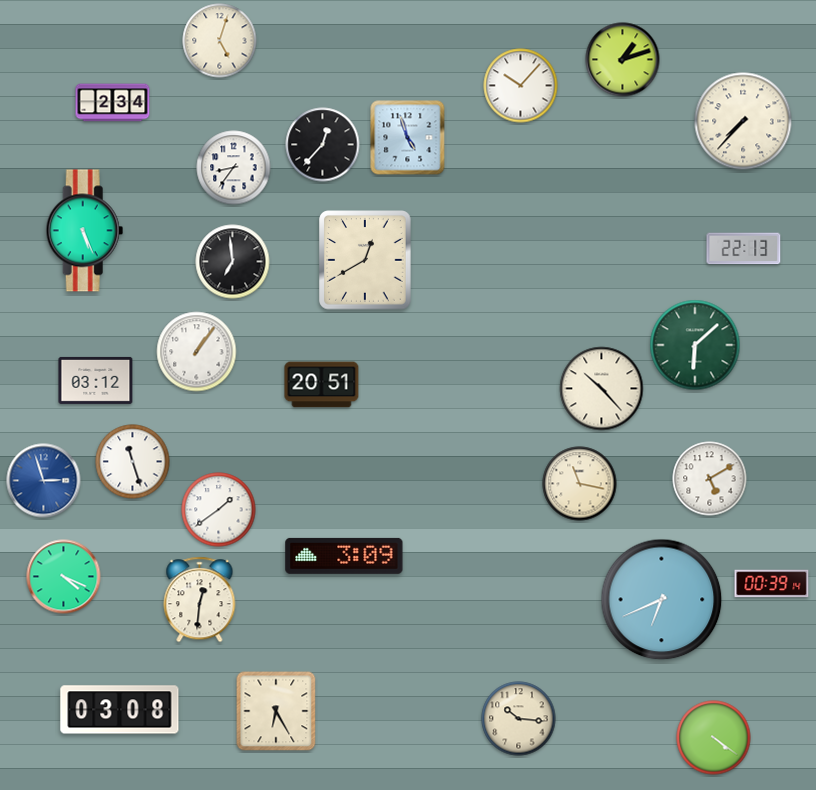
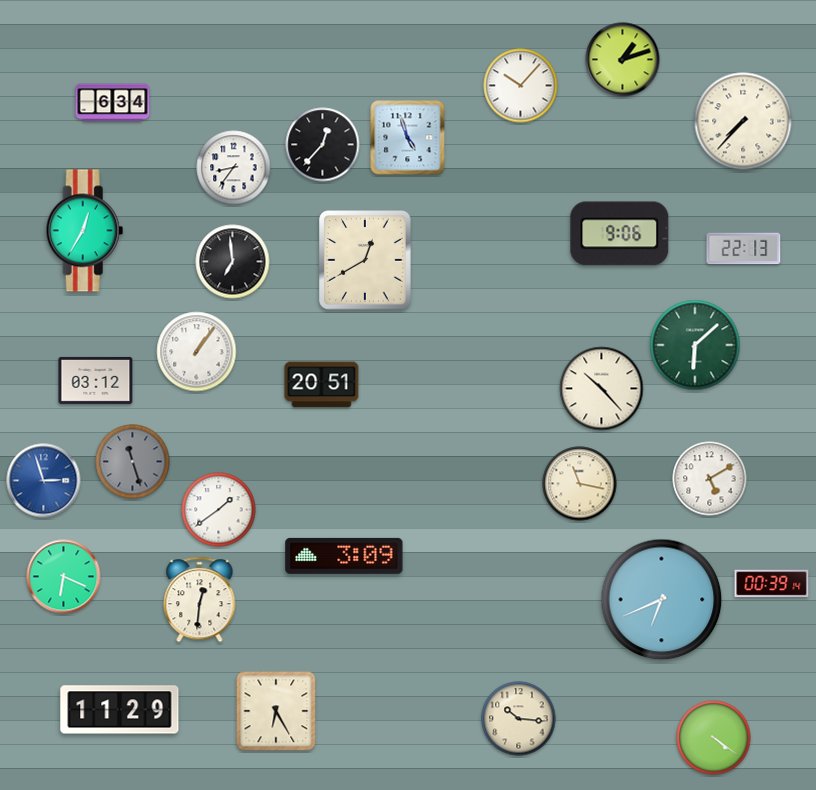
clock at (220, 41): 5:03 -> none
clock at (113, 103): 2:34 -> 6:34
clock at (85, 231): 5:26 -> 12:35
clock at (620, 234): none -> 9:06
clock at (133, 462) dial: white -> grey
clock at (64, 577): 4:19 -> 6:19
clock at (120, 710): 03:08 -> 11:29
